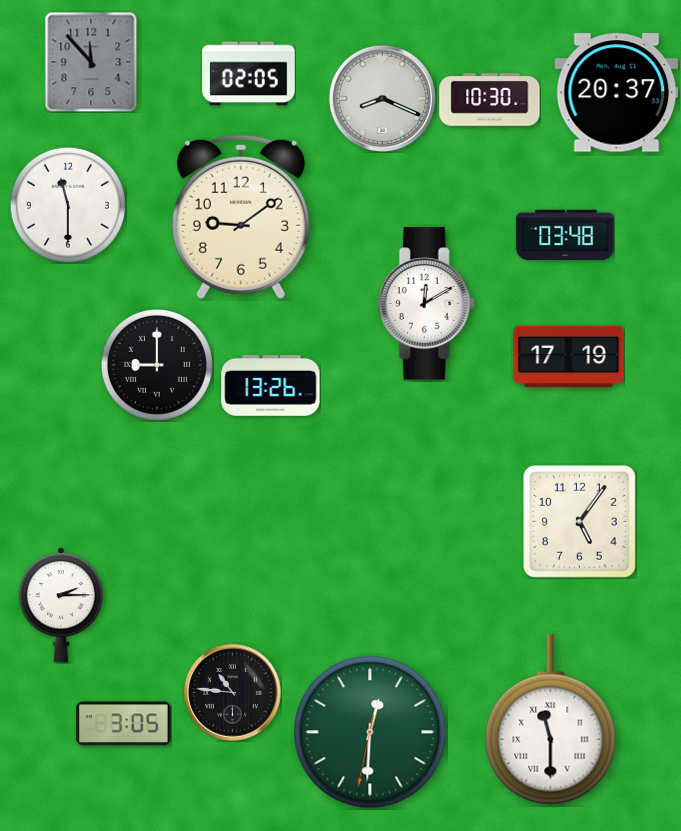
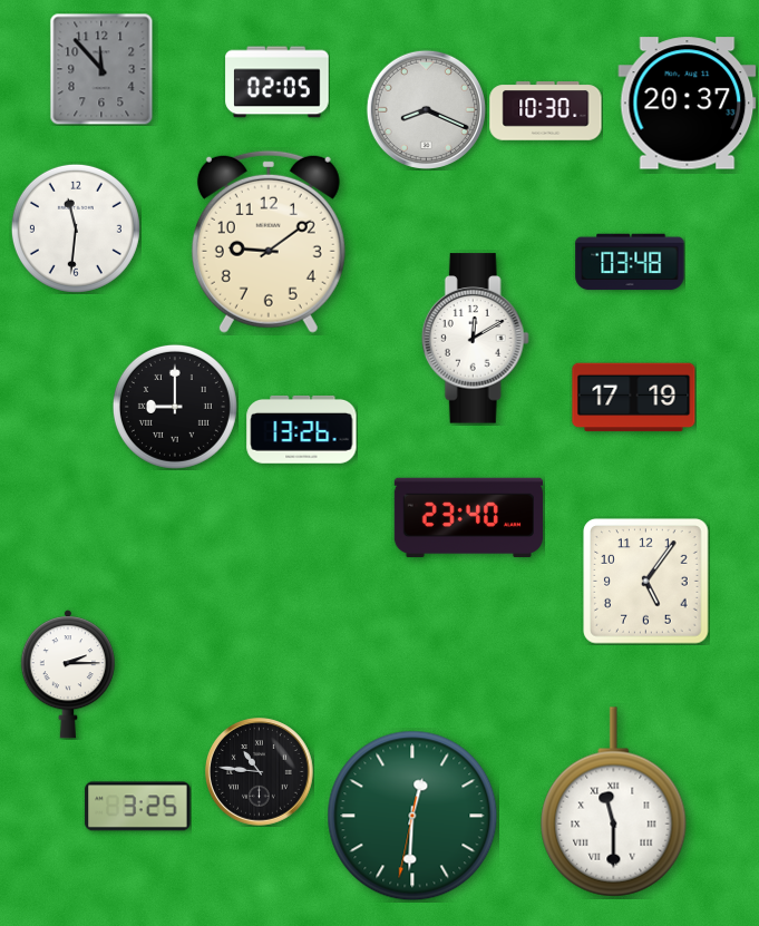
clock at (68, 205): 11:30 -> 11:31
clock at (468, 518): none -> 23:40
clock at (124, 724): 3:05 -> 3:25
